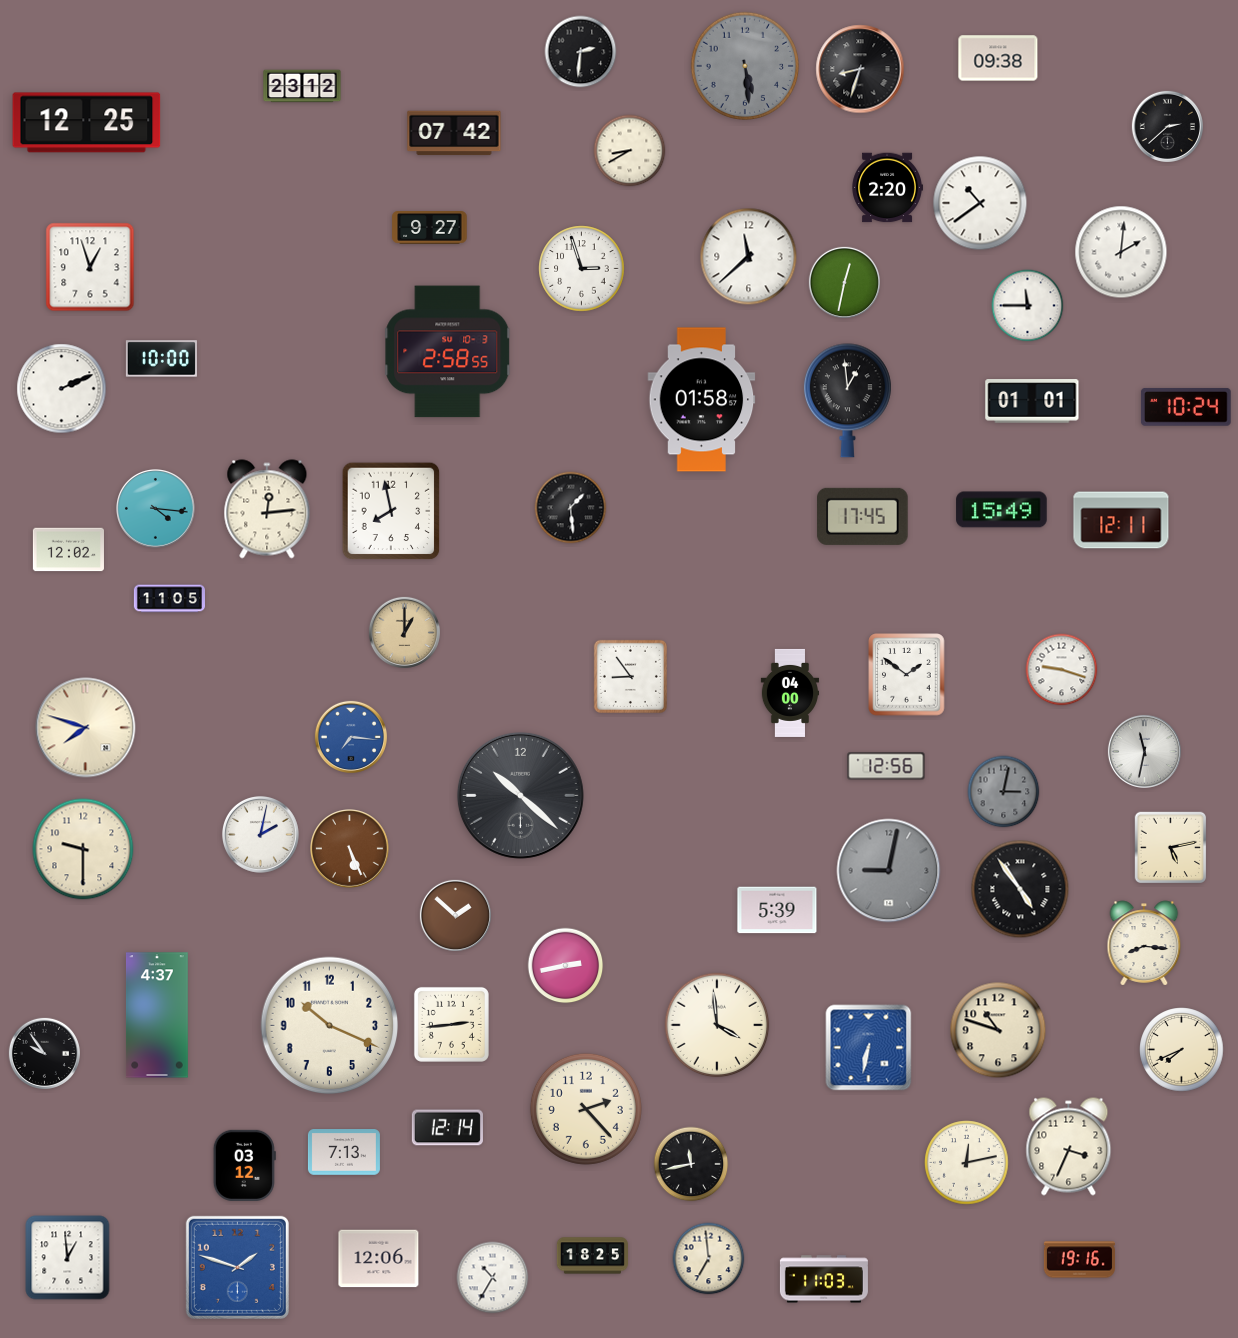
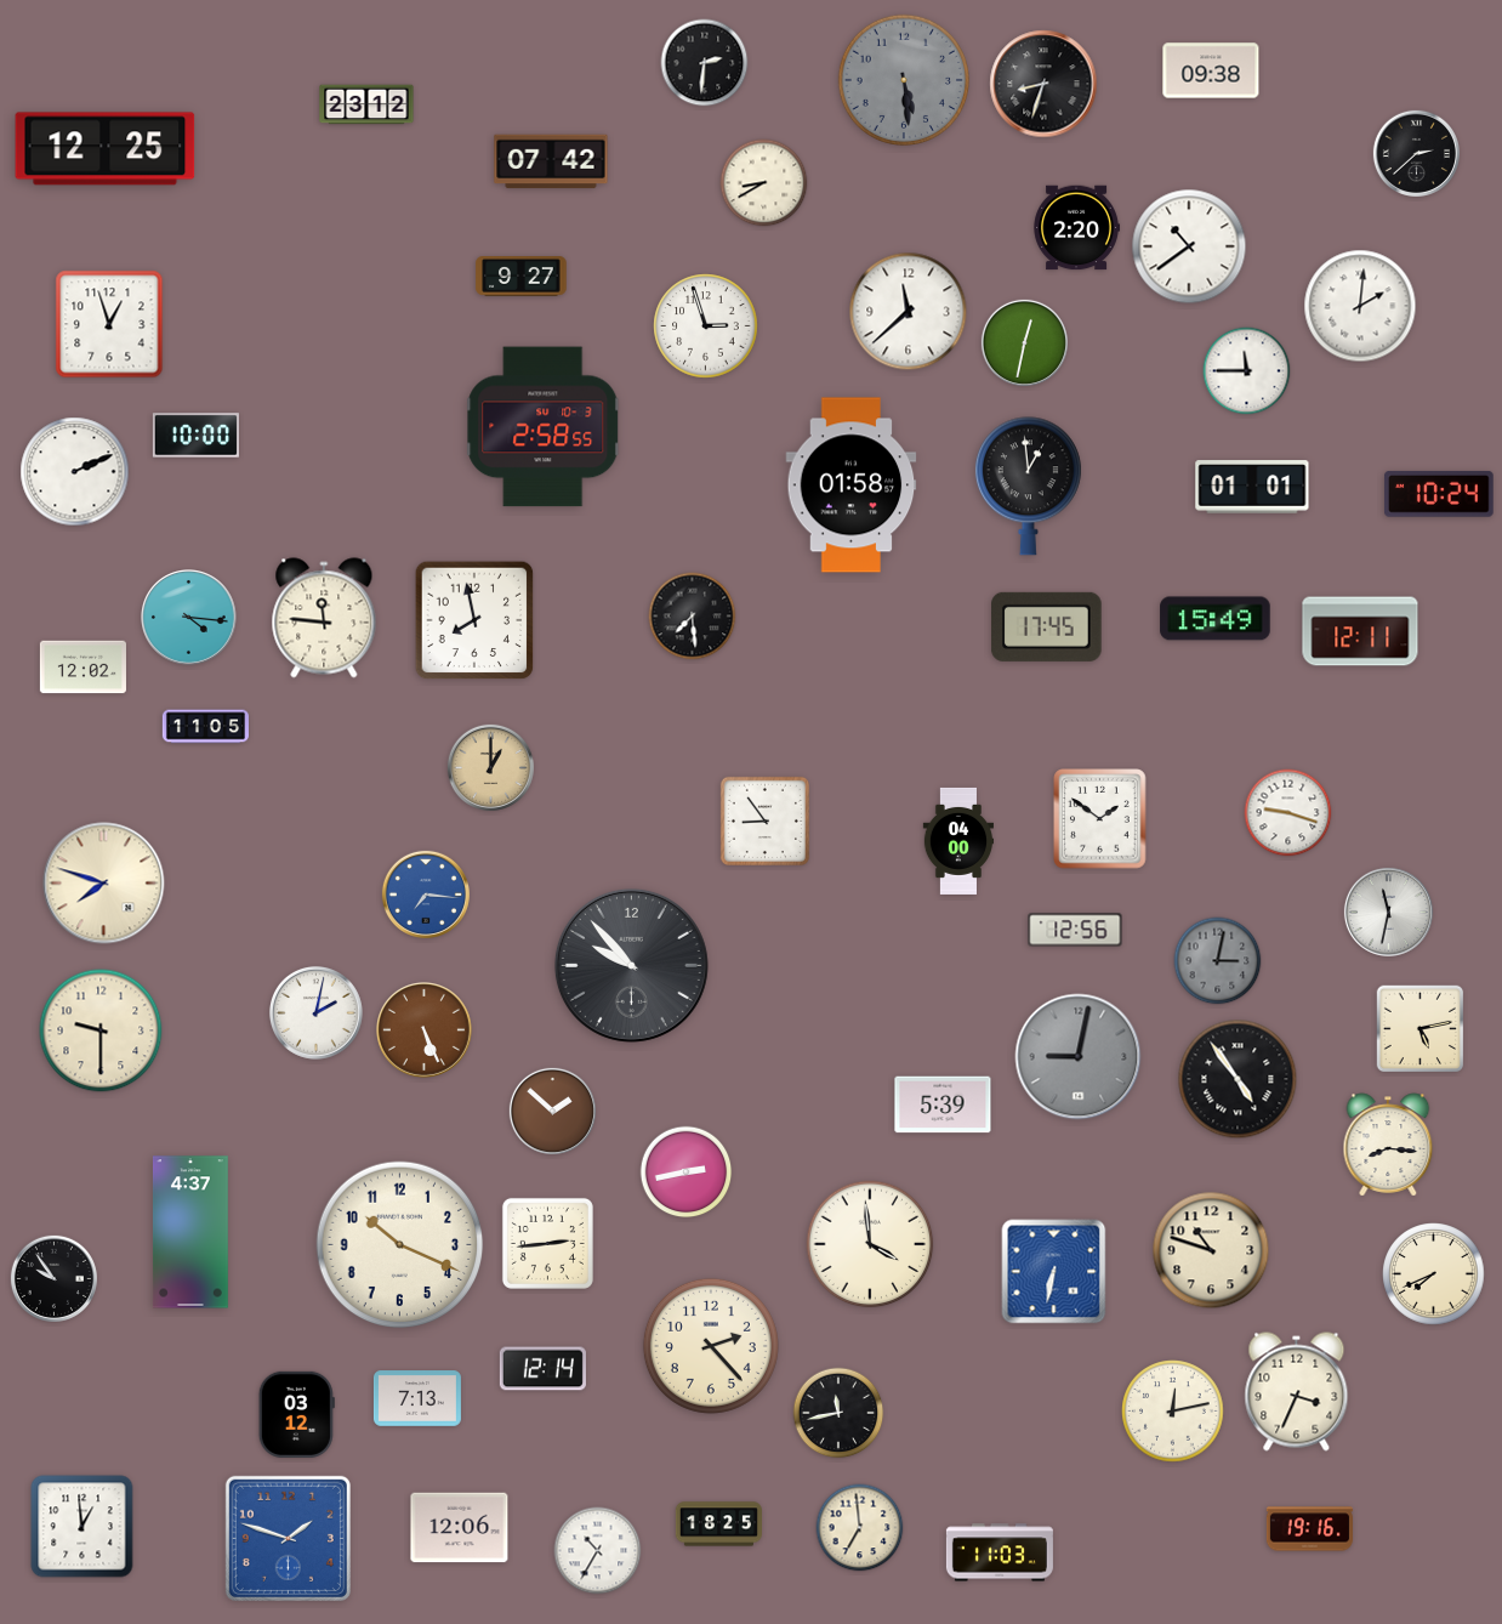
clock at (571, 508): 1:29 -> 7:29
clock at (267, 509): 12:14 -> 11:46
clock at (520, 795): 10:22 -> 9:53
